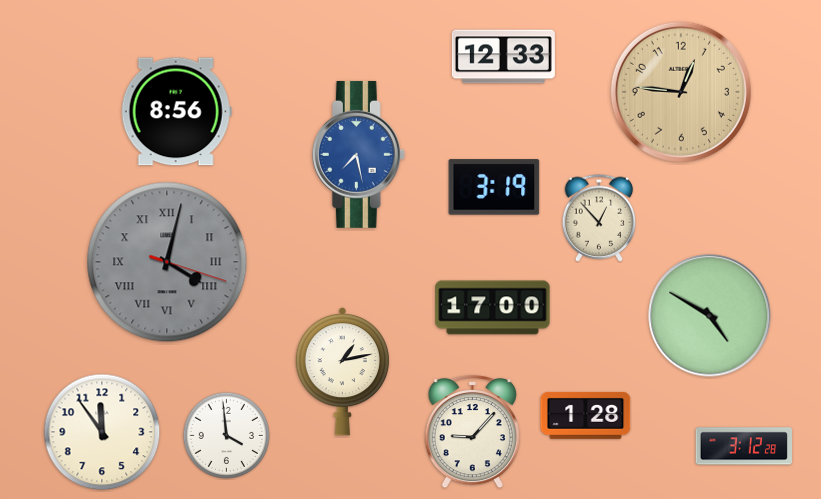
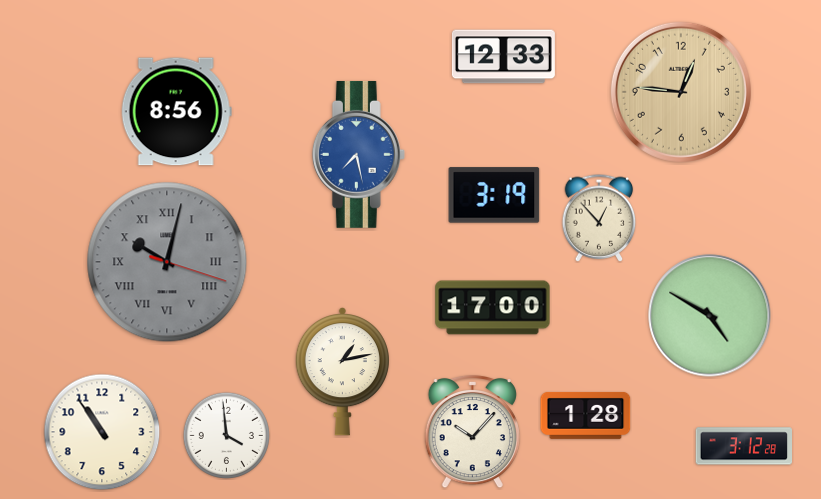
clock at (494, 187) position: (494, 187) -> (494, 195)
clock at (167, 262): 4:02 -> 10:02
clock at (102, 432): 11:54 -> 10:54
clock at (472, 432): 9:07 -> 10:07
